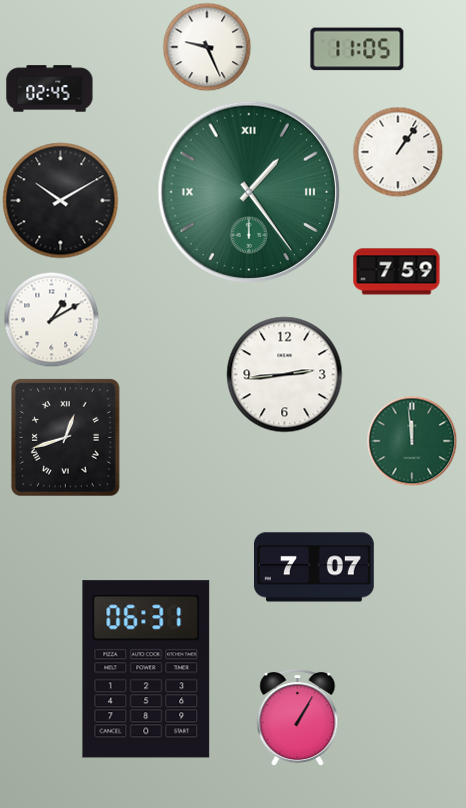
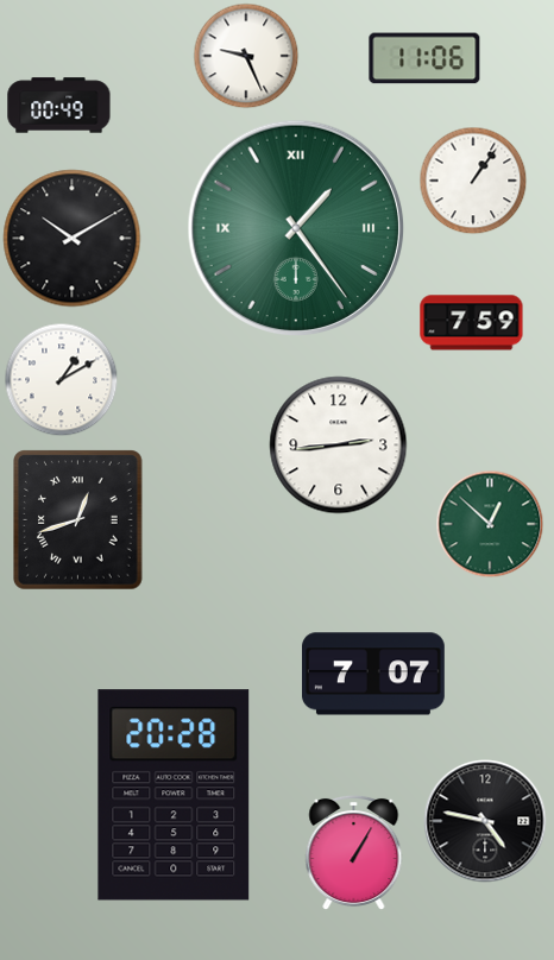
clock at (357, 49): 11:05 -> 11:06
clock at (50, 89): 02:45 -> 00:49
clock at (412, 441): 11:59 -> 12:52
clock at (146, 669): 06:31 -> 20:28
clock at (485, 821): none -> 4:47
